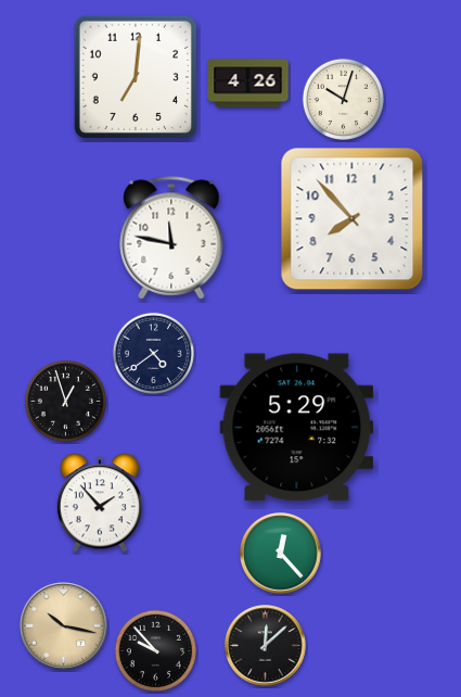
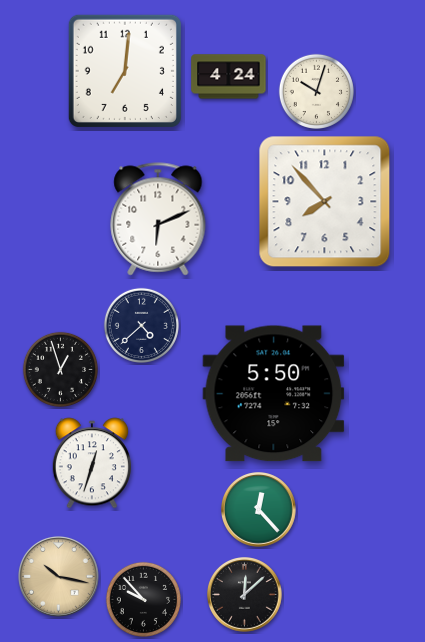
clock at (248, 84): 4:26 -> 4:24
clock at (171, 238): 11:47 -> 6:11
clock at (153, 353): 4:39 -> 4:38
clock at (297, 428): 5:29 -> 5:50
clock at (100, 503): 1:53 -> 12:33
